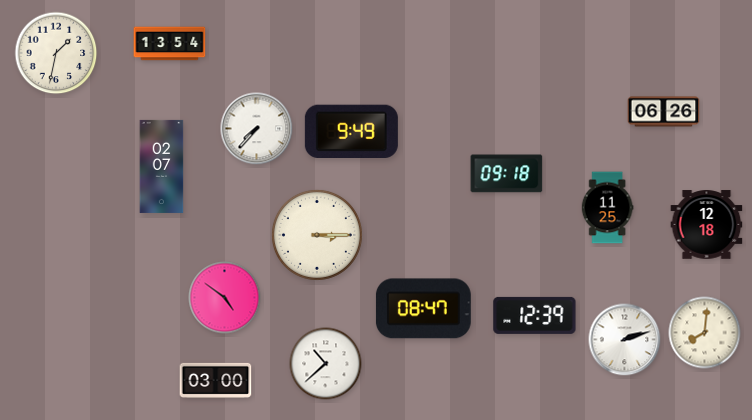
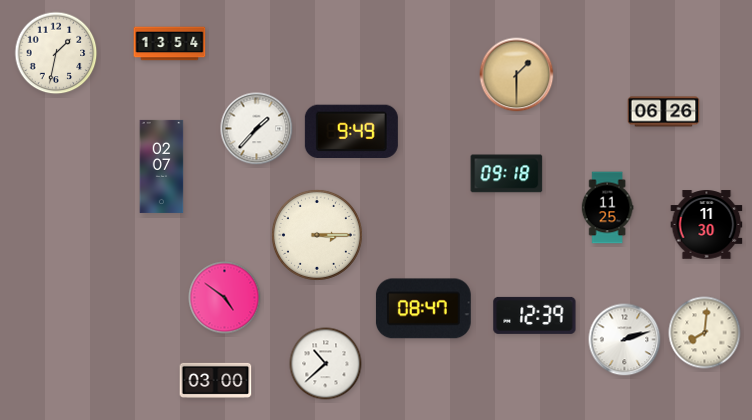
clock at (517, 75): none -> 1:30
clock at (257, 129): 7:37 -> 1:37
clock at (707, 225): 12:18 -> 11:30
